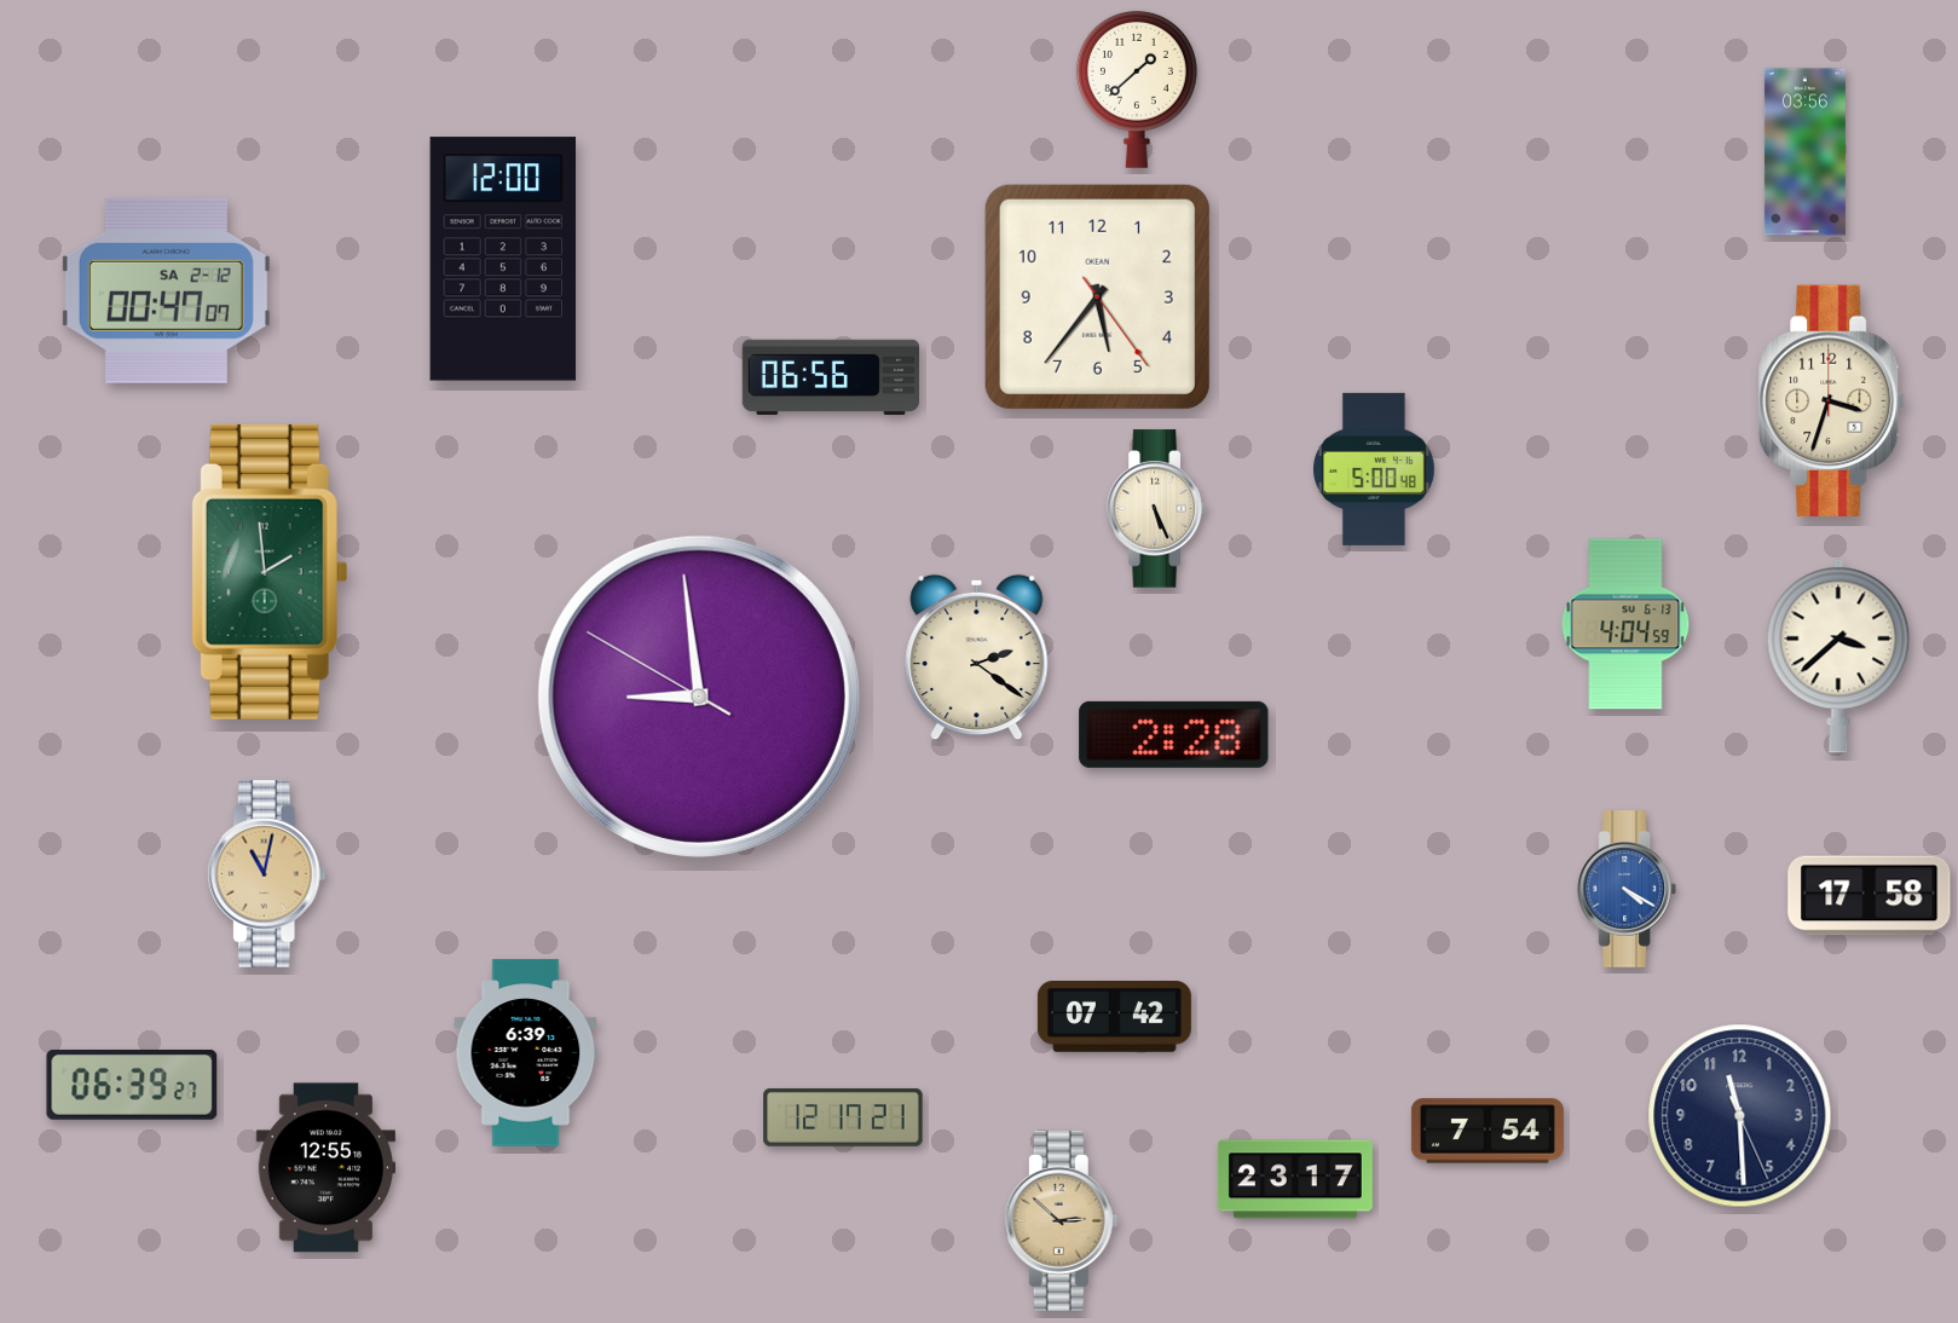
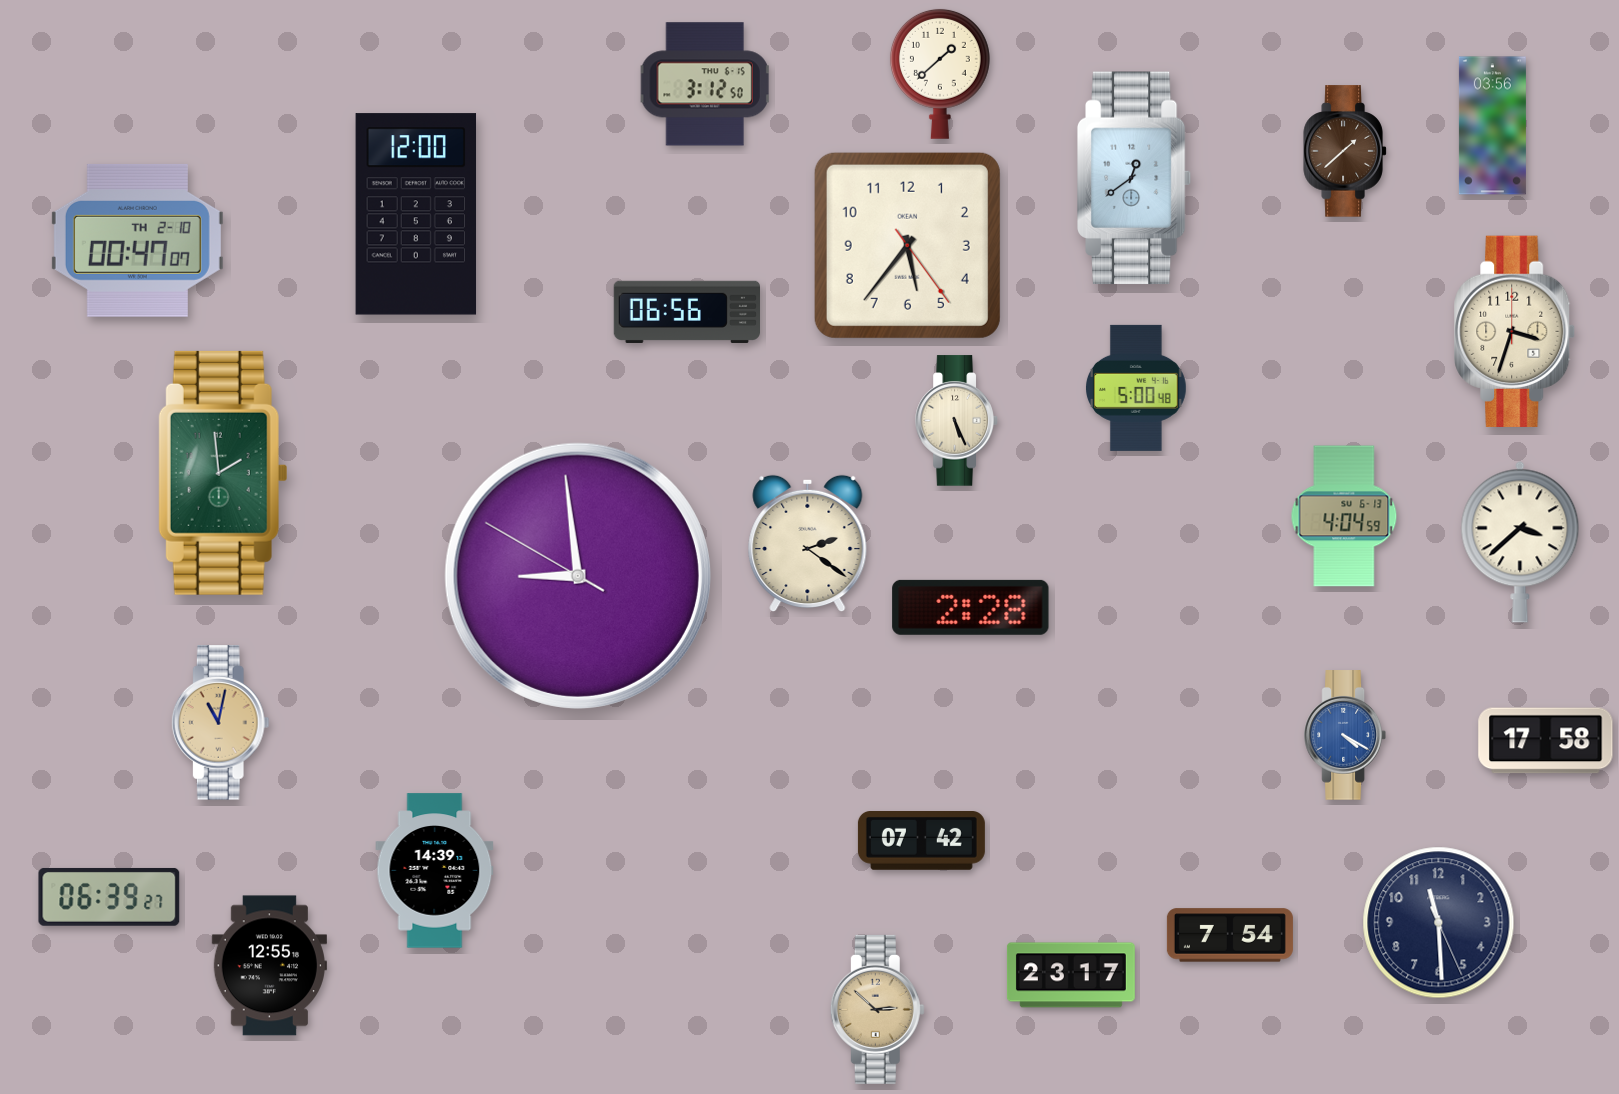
clock at (705, 84): none -> 3:12
clock at (1345, 151): none -> 1:38
clock at (1134, 178): none -> 12:39
clock at (166, 290) date: SA 2-12 -> TH 2-10
clock at (526, 1053): 6:39 -> 14:39
clock at (843, 1117): 12:17 -> none
